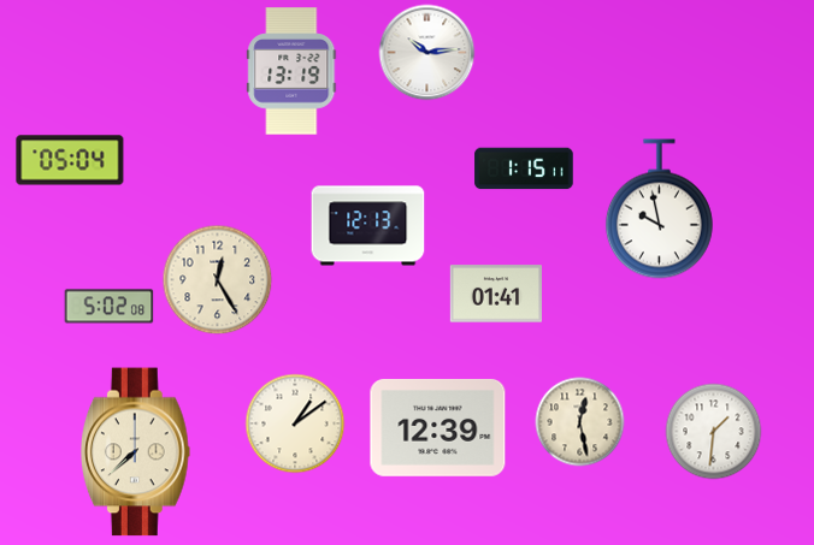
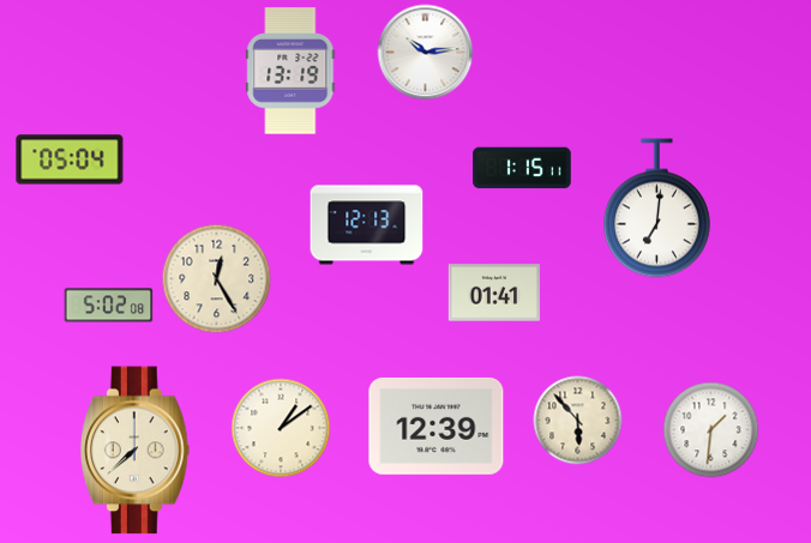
clock at (659, 209): 9:58 -> 7:01
clock at (580, 422): 12:28 -> 5:53
clock at (295, 423) position: (295, 423) -> (281, 428)
